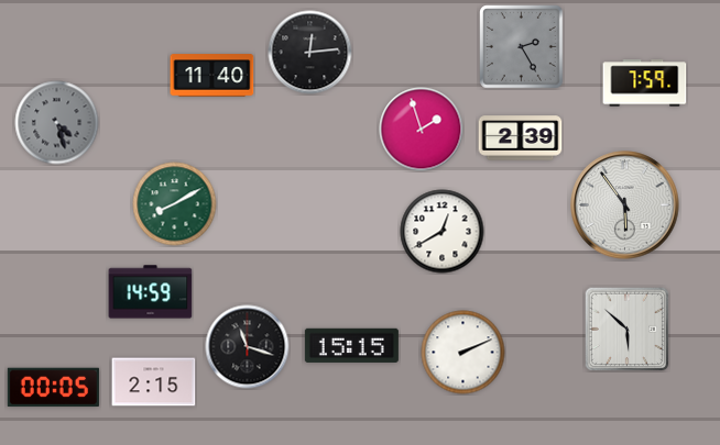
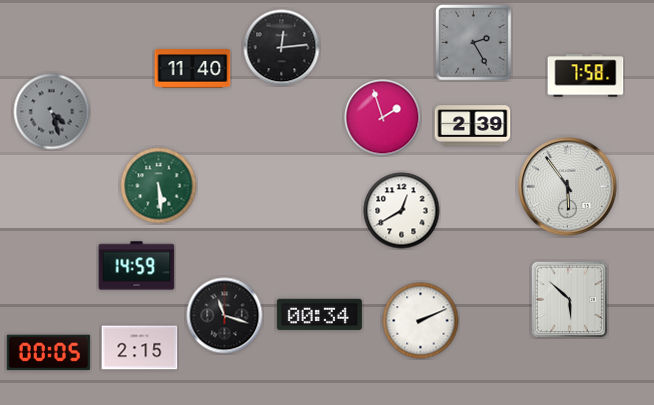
clock at (645, 84): 7:59 -> 7:58
clock at (175, 204): 8:10 -> 5:29
clock at (351, 345): 15:15 -> 00:34
